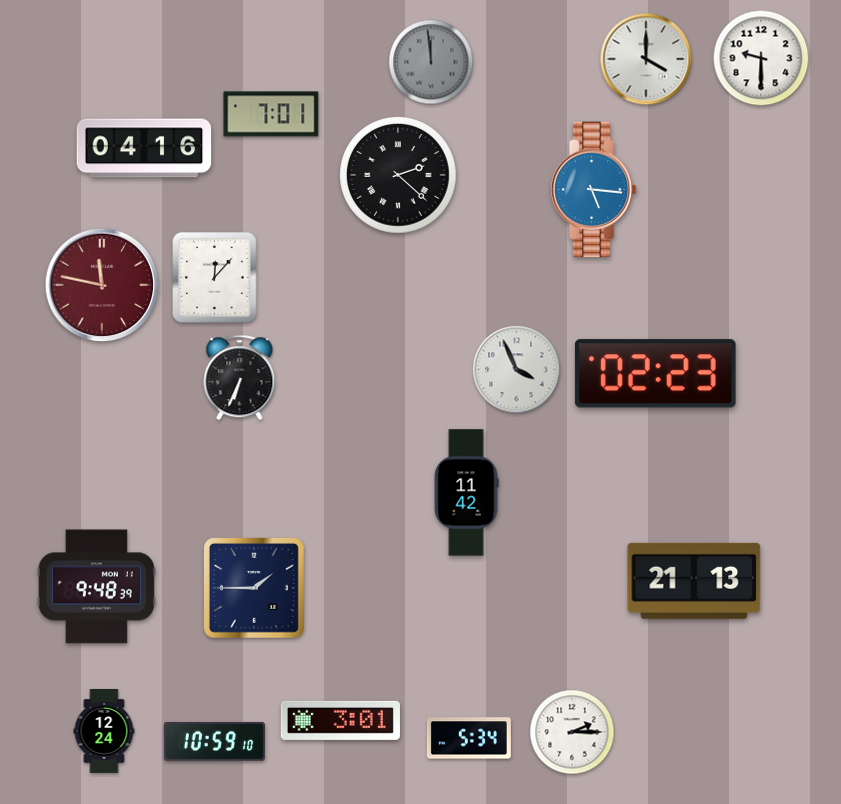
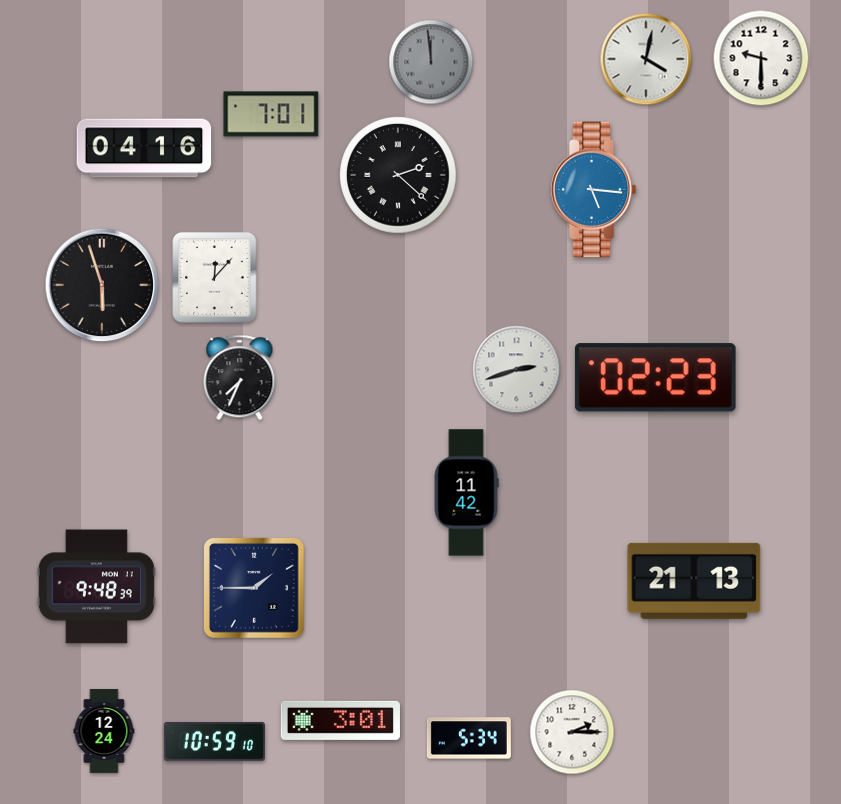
clock at (646, 59): 4:00 -> 4:02
clock at (102, 285): 11:47 -> 5:57
clock at (102, 285) dial: burgundy -> black
clock at (517, 370): 3:56 -> 2:42
clock at (655, 374) position: (655, 374) -> (655, 378)
clock at (240, 378): 6:34 -> 7:34
